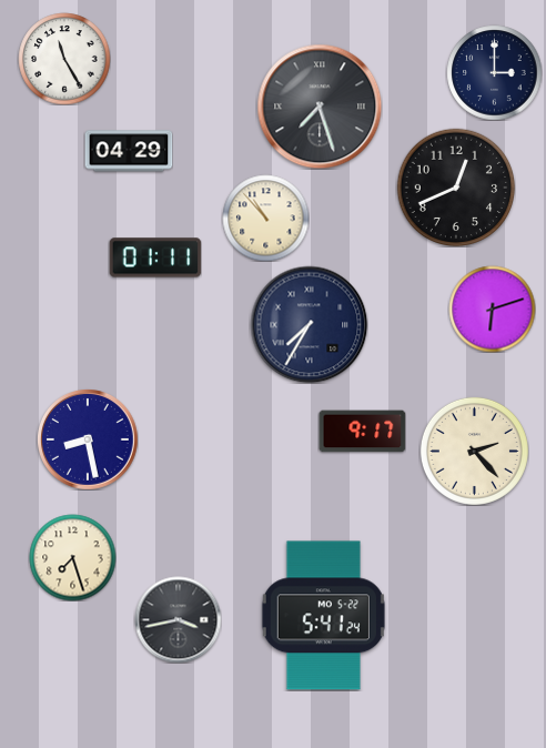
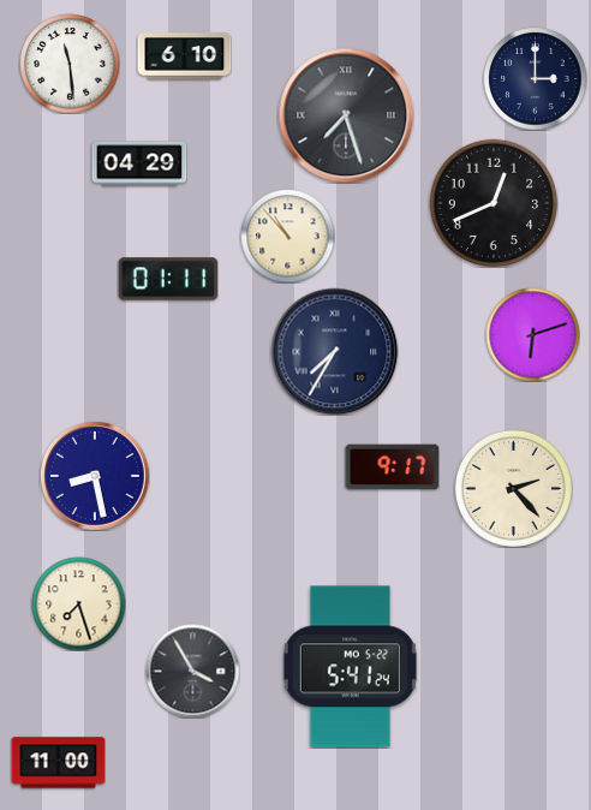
clock at (184, 56): none -> 6:10
clock at (64, 59): 11:25 -> 11:29
clock at (178, 619): 3:43 -> 3:55
clock at (58, 763): none -> 11:00
